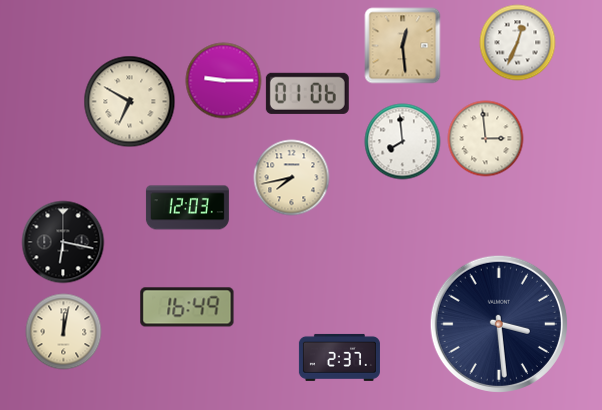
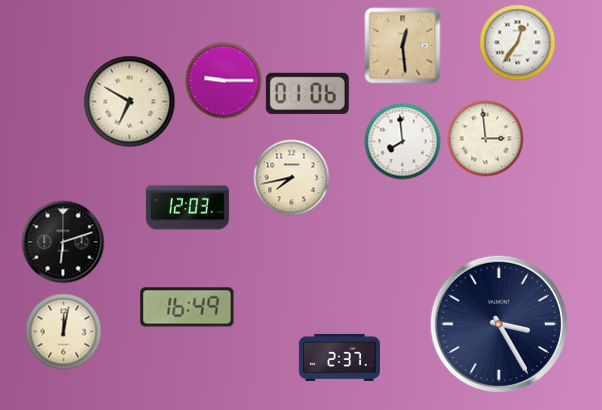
clock at (518, 43): 12:34 -> 12:36
clock at (63, 242): 6:17 -> 6:12
clock at (499, 324): 3:29 -> 3:25
